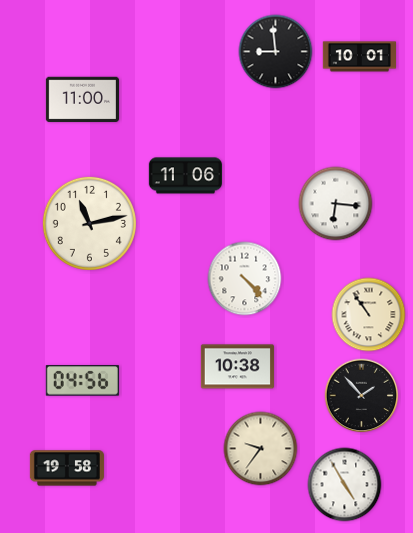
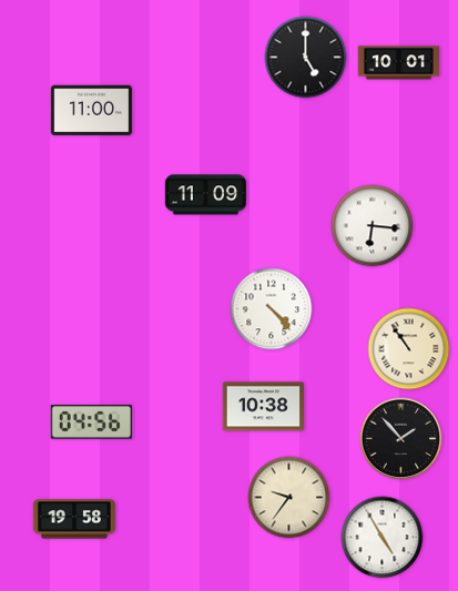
clock at (276, 52): 8:59 -> 5:00
clock at (185, 176): 11:06 -> 11:09
clock at (89, 223): 11:13 -> none
